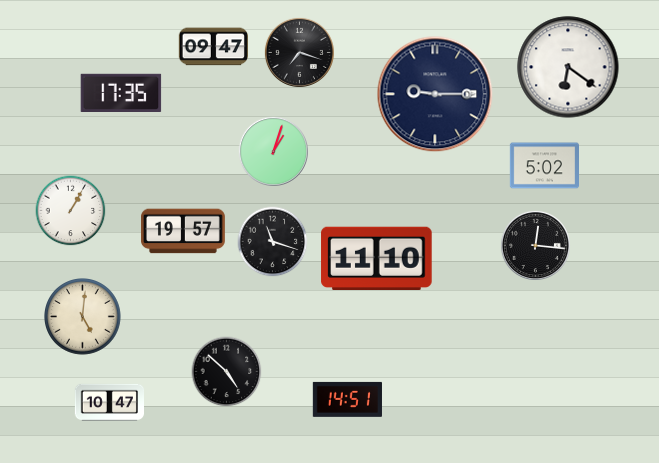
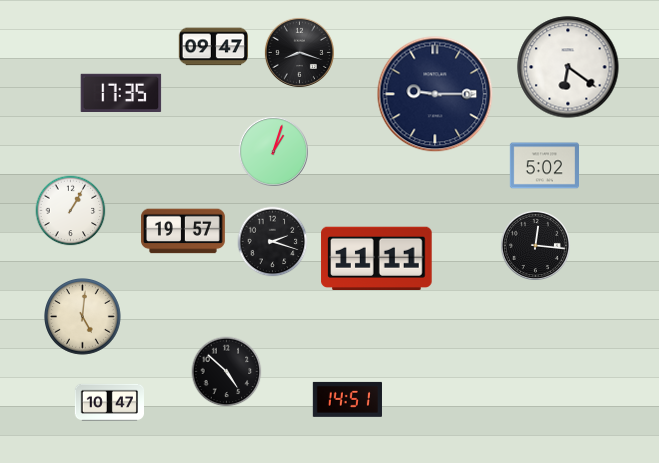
clock at (299, 52): 7:18 -> 8:18
clock at (273, 242): 11:18 -> 2:18
clock at (377, 258): 11:10 -> 11:11
